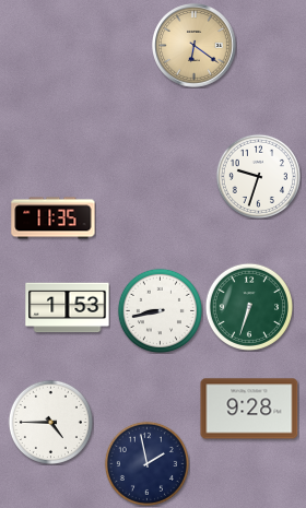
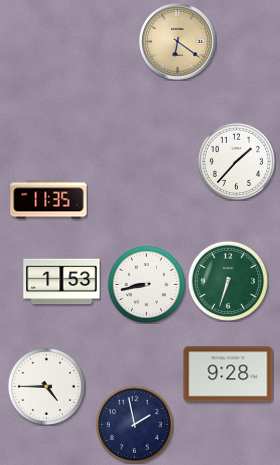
clock at (258, 176): 9:33 -> 1:37
